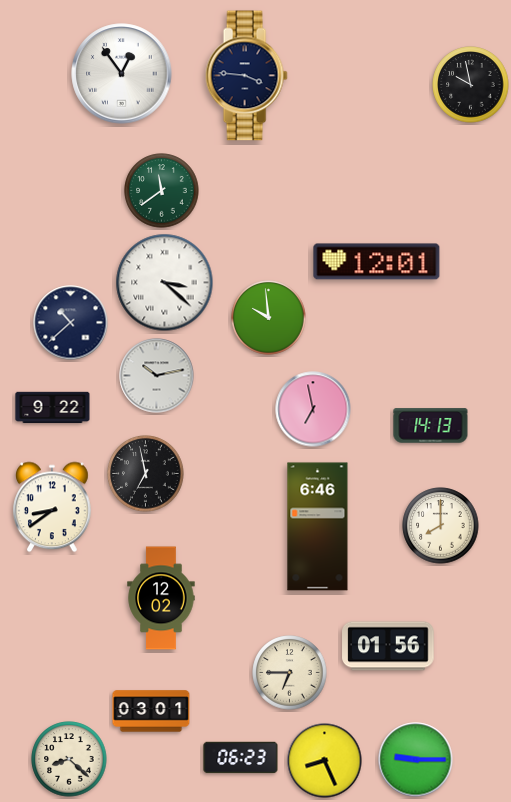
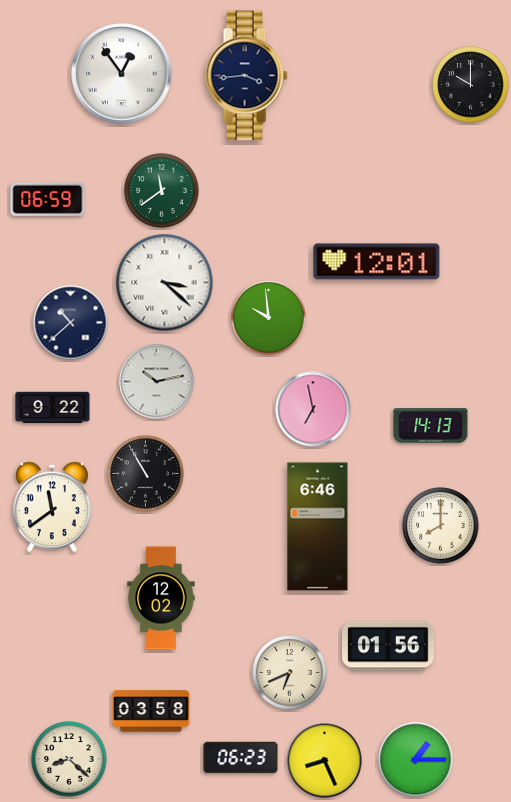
clock at (246, 76): 3:46 -> 3:44
clock at (471, 85): 9:58 -> 10:00
clock at (48, 199): none -> 06:59
clock at (157, 376) position: (157, 376) -> (157, 382)
clock at (146, 474): 6:58 -> 10:55
clock at (53, 507): 8:39 -> 11:39
clock at (290, 673): 6:45 -> 6:41
clock at (151, 711): 03:01 -> 03:58
clock at (416, 760): 9:15 -> 1:15
